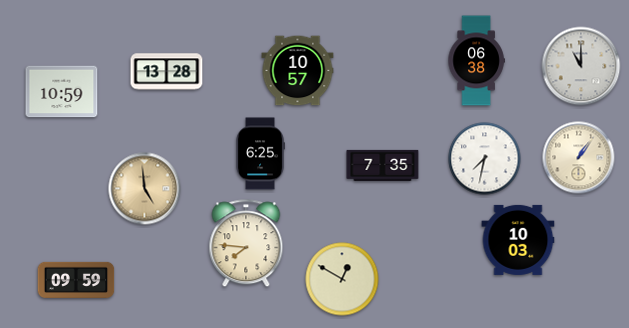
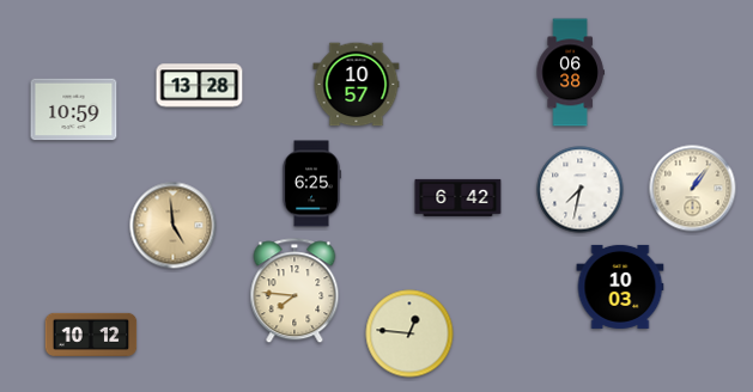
clock at (581, 66): 11:00 -> none
clock at (383, 165): 7:35 -> 6:42
clock at (342, 279): 12:50 -> 12:46
clock at (76, 280): 09:59 -> 10:12
